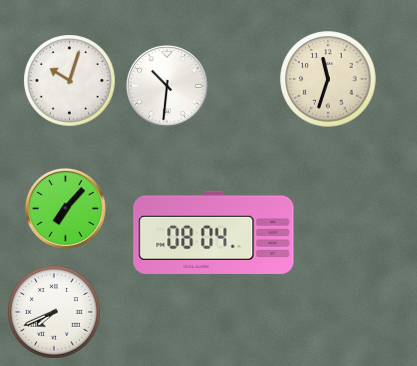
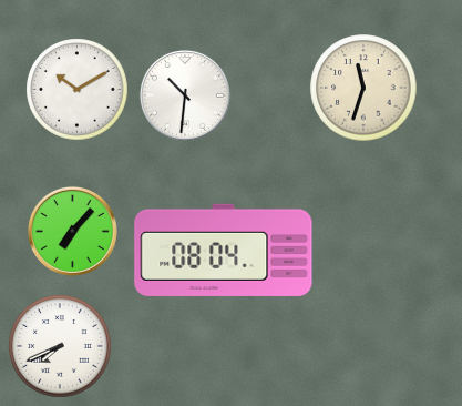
clock at (70, 81): 10:03 -> 10:10
clock at (214, 232) position: (214, 232) -> (224, 250)
